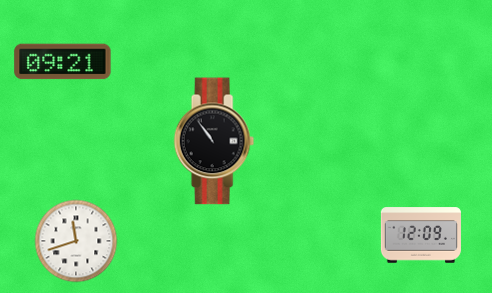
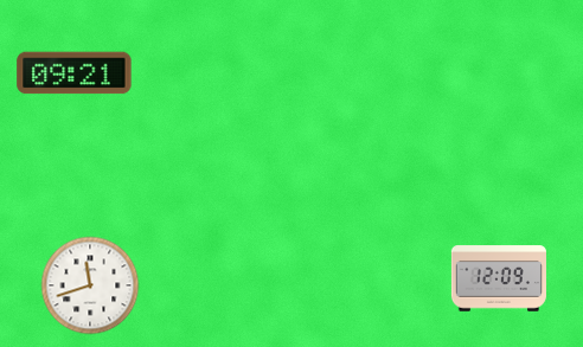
clock at (214, 141): 10:54 -> none
